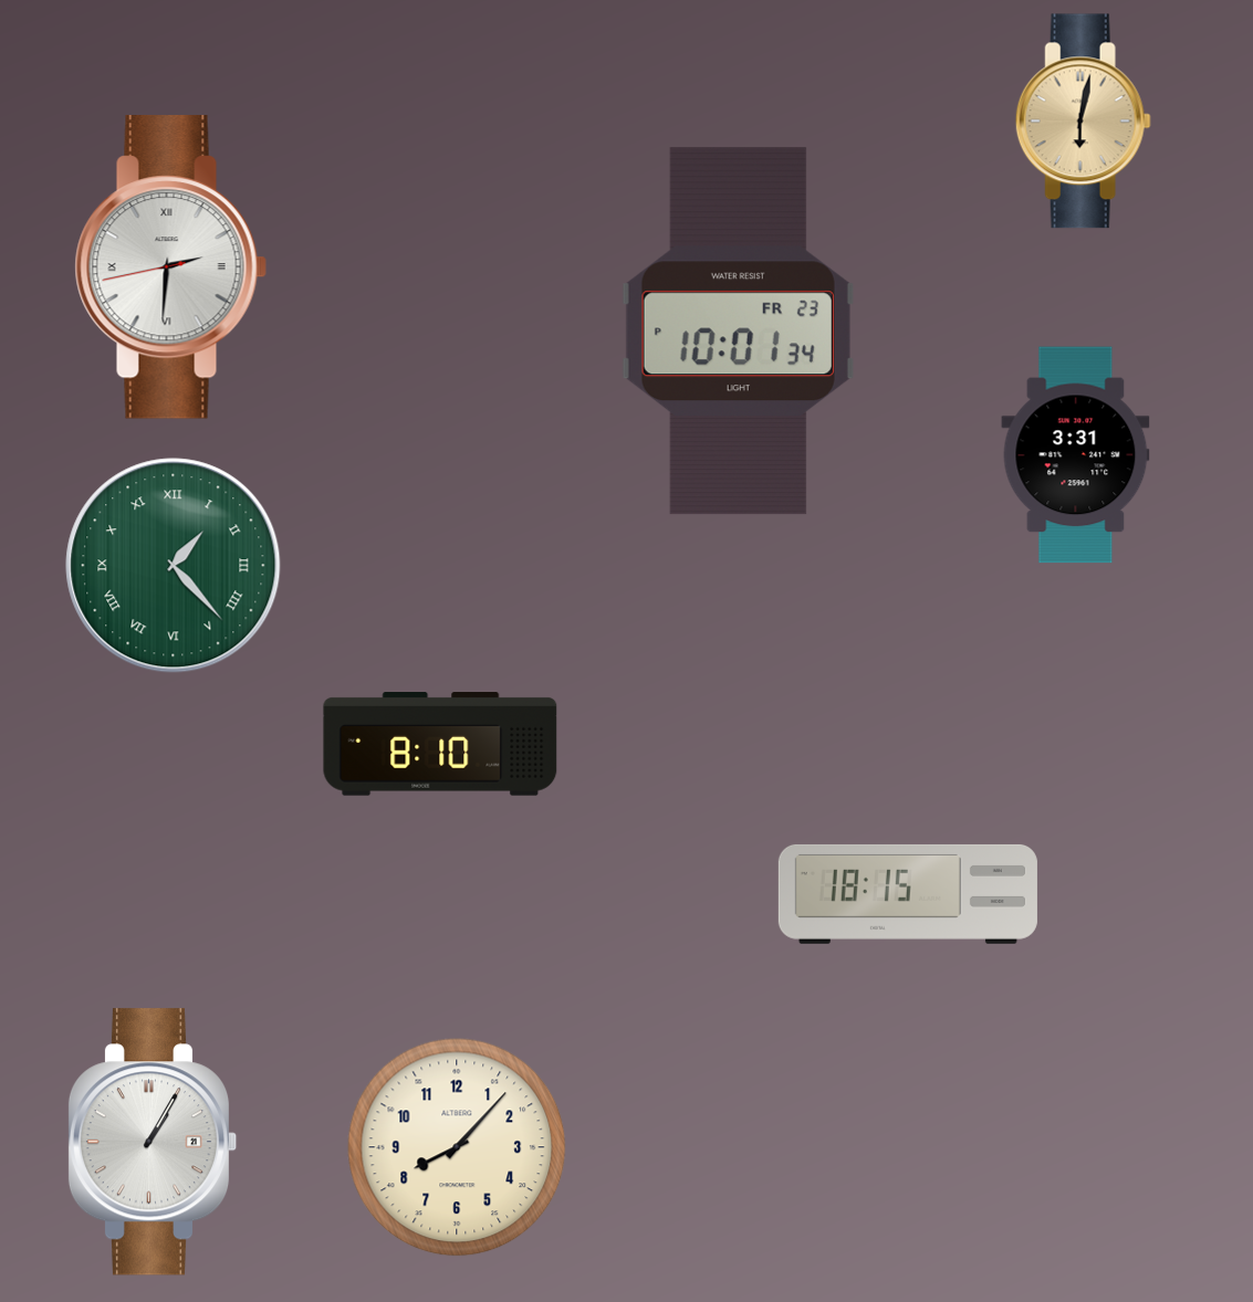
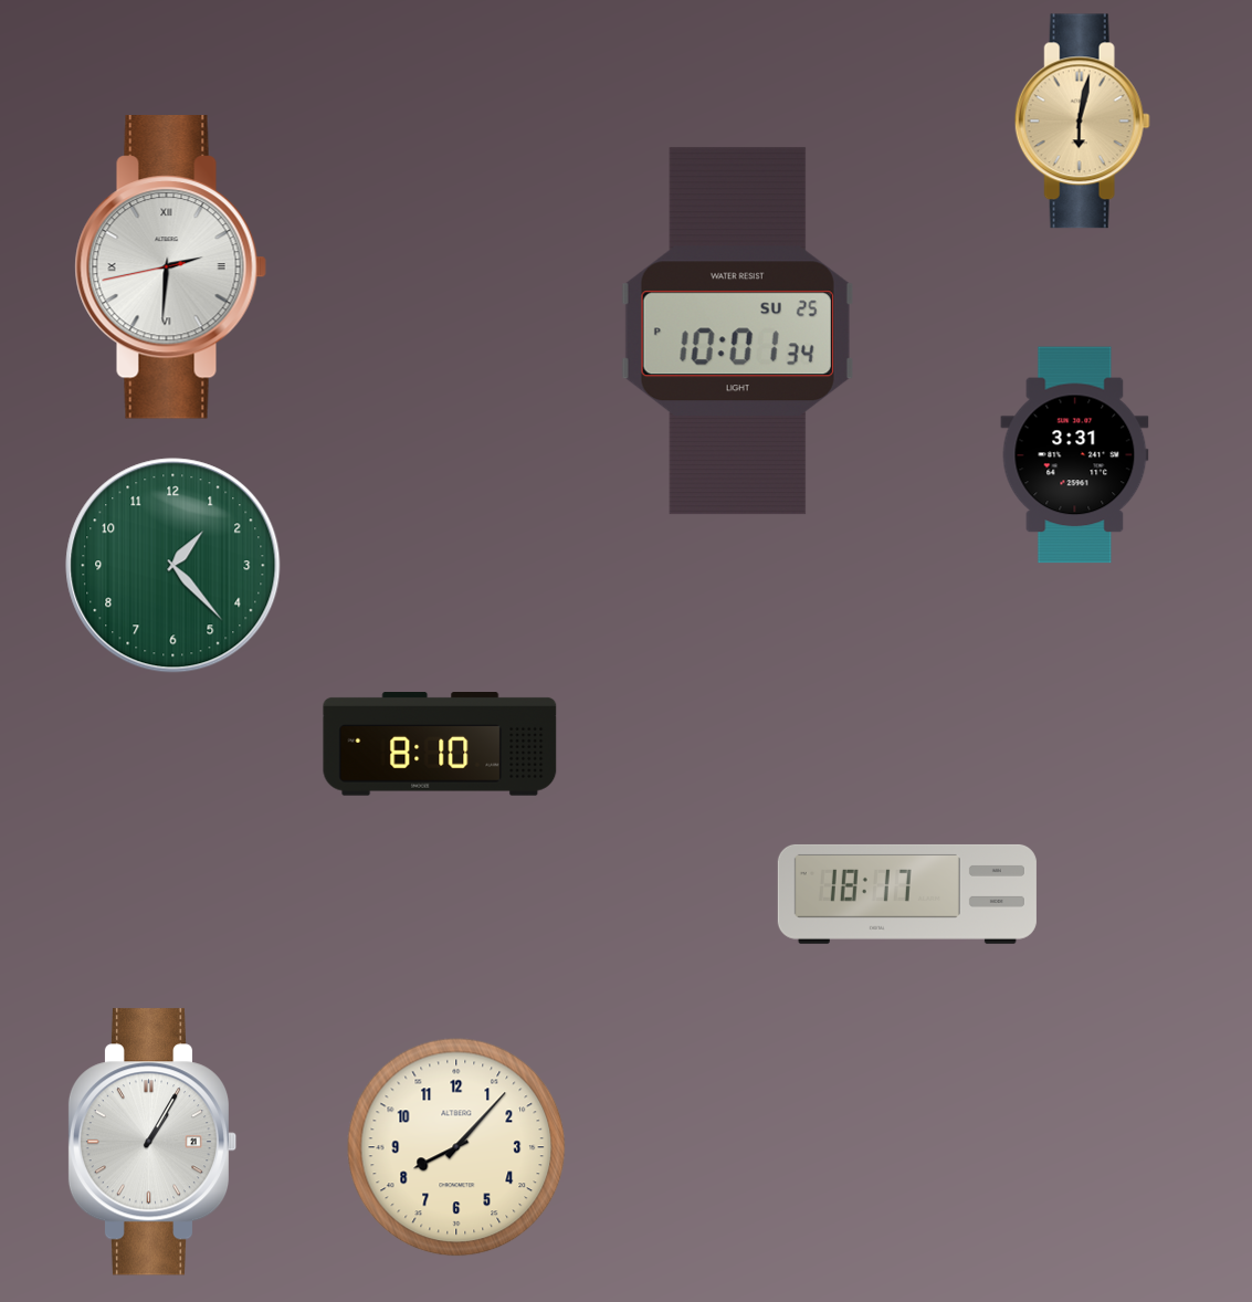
clock at (738, 332) date: FR 23 -> SU 25
clock at (174, 566) numerals: Roman -> Arabic
clock at (908, 894): 18:15 -> 18:17
